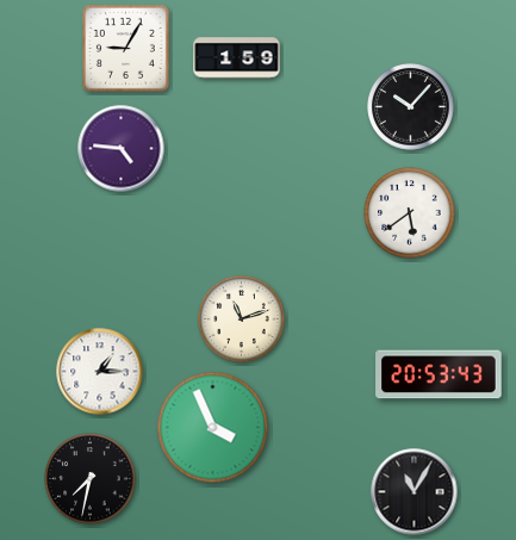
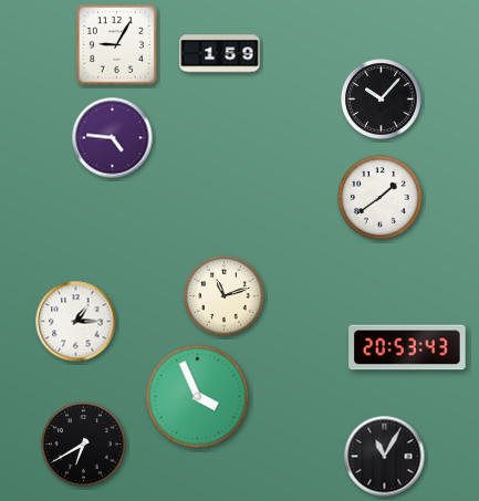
clock at (410, 213): 5:39 -> 1:39
clock at (100, 372) position: (100, 372) -> (76, 322)
clock at (91, 479): 7:32 -> 6:40
